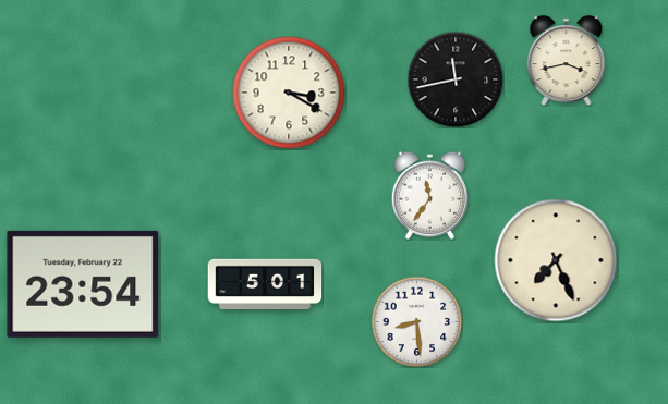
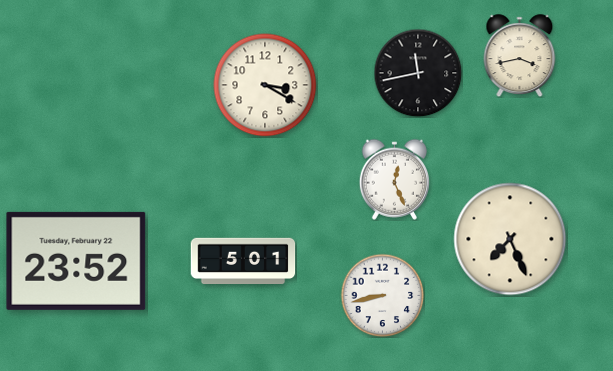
clock at (429, 195): 11:36 -> 12:26
clock at (83, 284): 23:54 -> 23:52
clock at (416, 321): 8:29 -> 8:43
